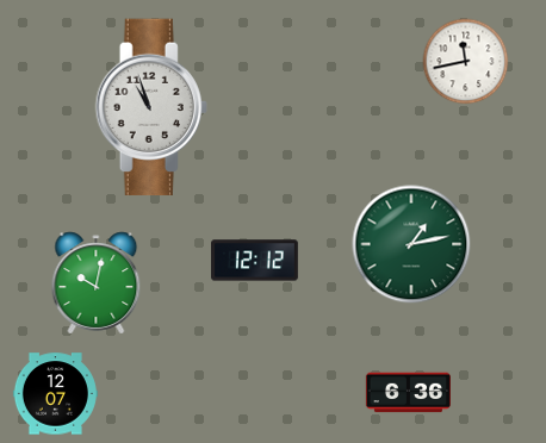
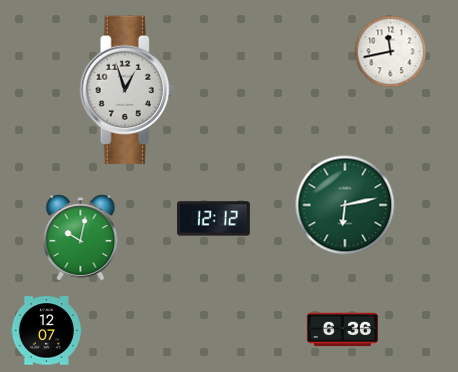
clock at (151, 107): 10:57 -> 12:57
clock at (411, 244): 1:13 -> 6:13
